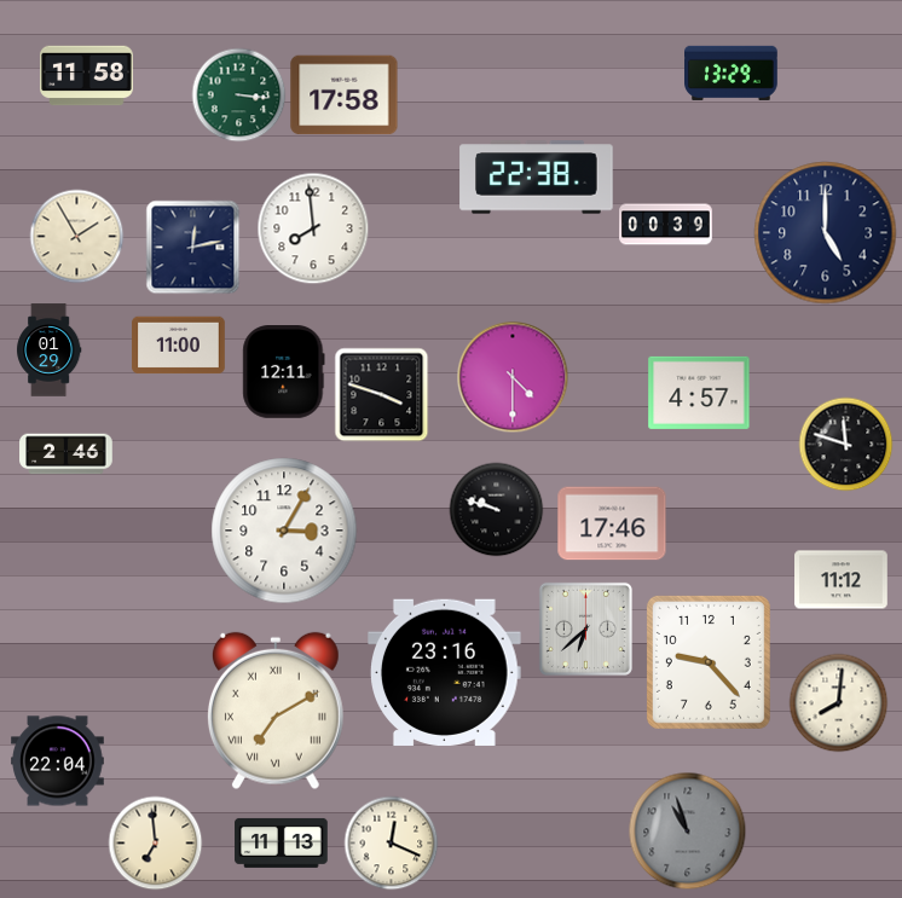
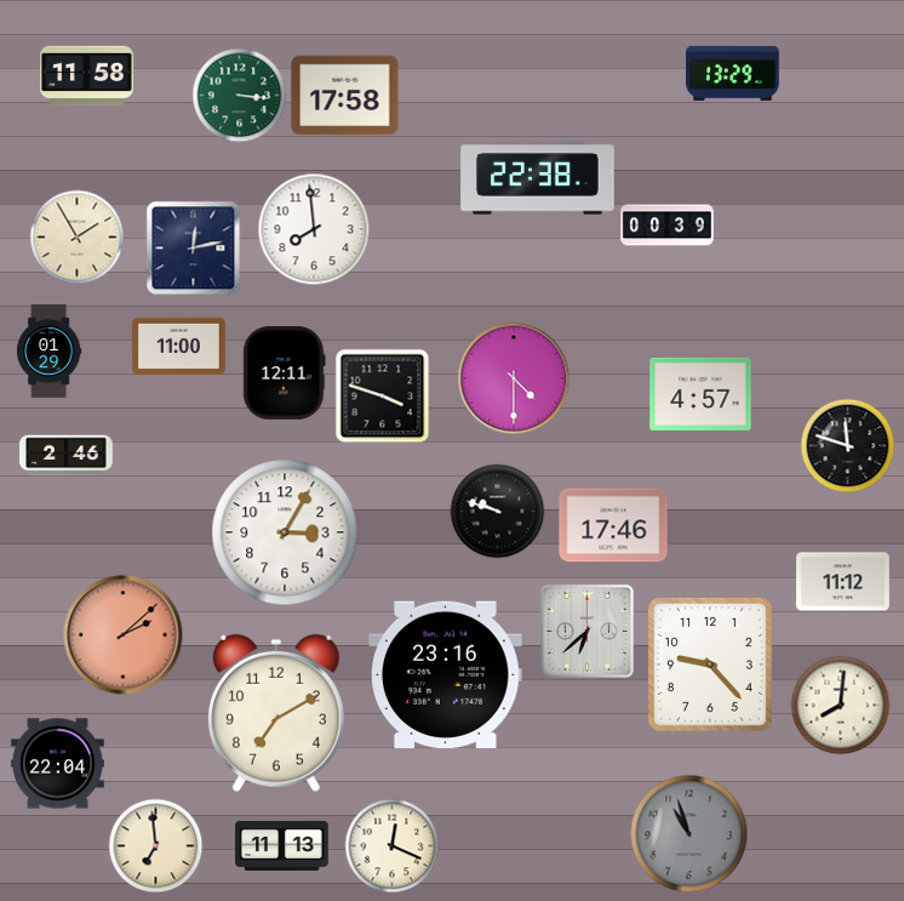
clock at (826, 233): 5:00 -> none
clock at (124, 635): none -> 2:08
clock at (276, 711) numerals: Roman -> Arabic
